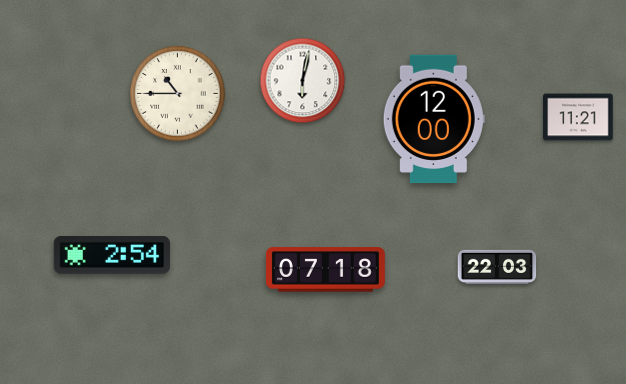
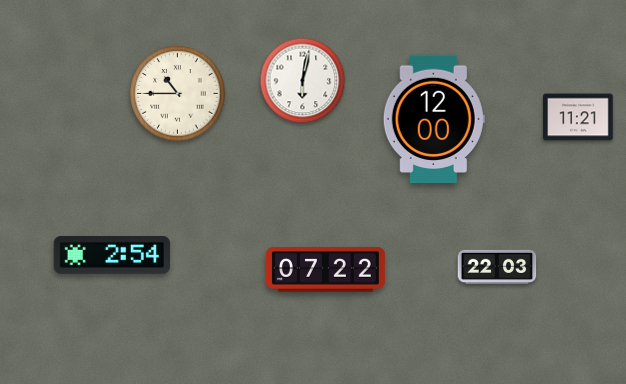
clock at (325, 270): 07:18 -> 07:22
